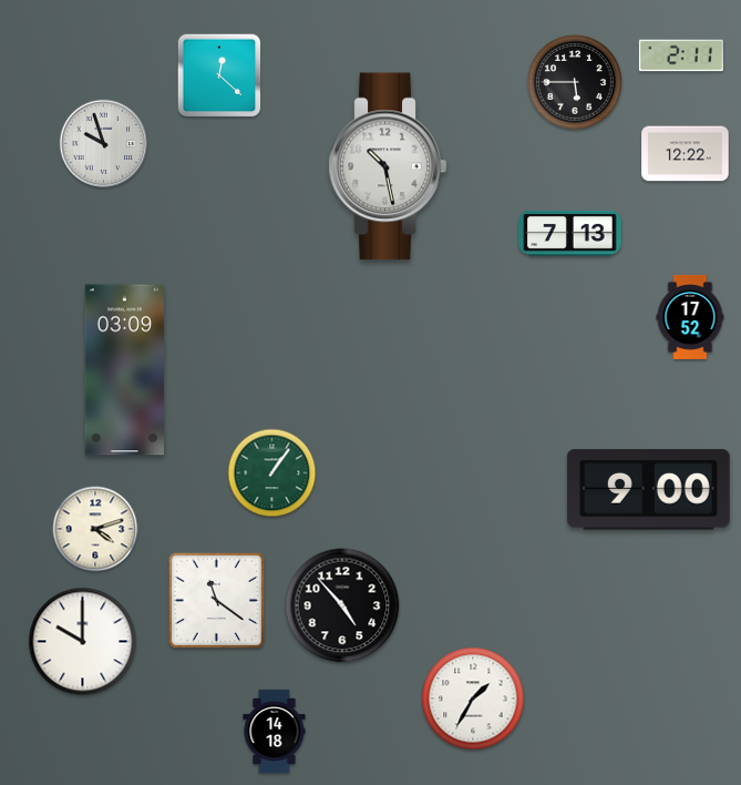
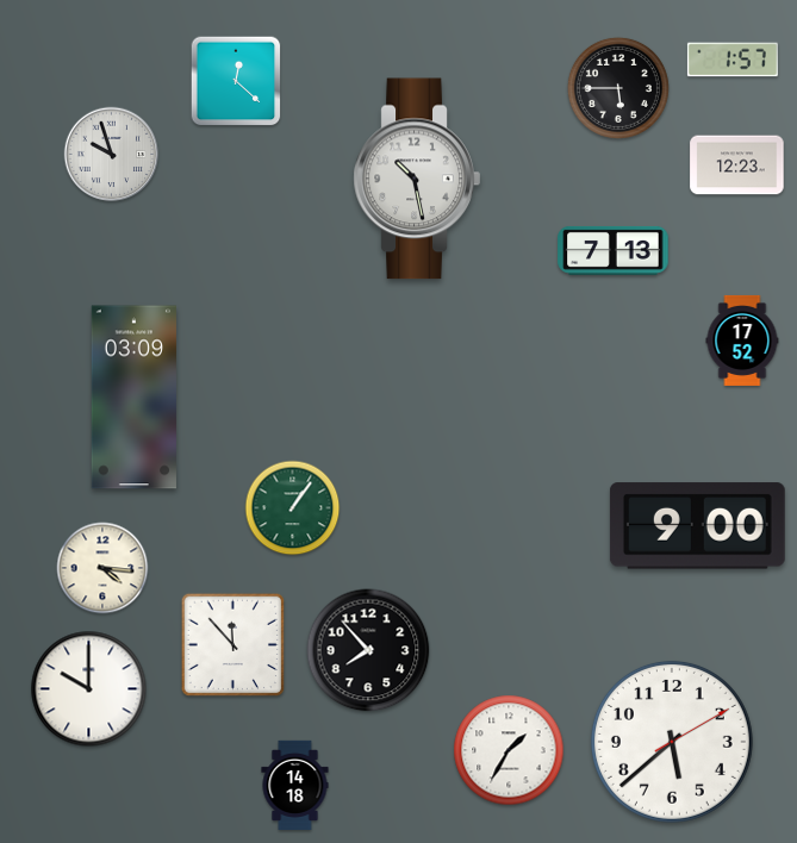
clock at (681, 55): 2:11 -> 1:57
clock at (686, 154): 12:22 -> 12:23
clock at (95, 529): 4:12 -> 4:16
clock at (217, 601): 11:21 -> 11:53
clock at (342, 605): 4:53 -> 7:53
clock at (672, 742): none -> 5:38
